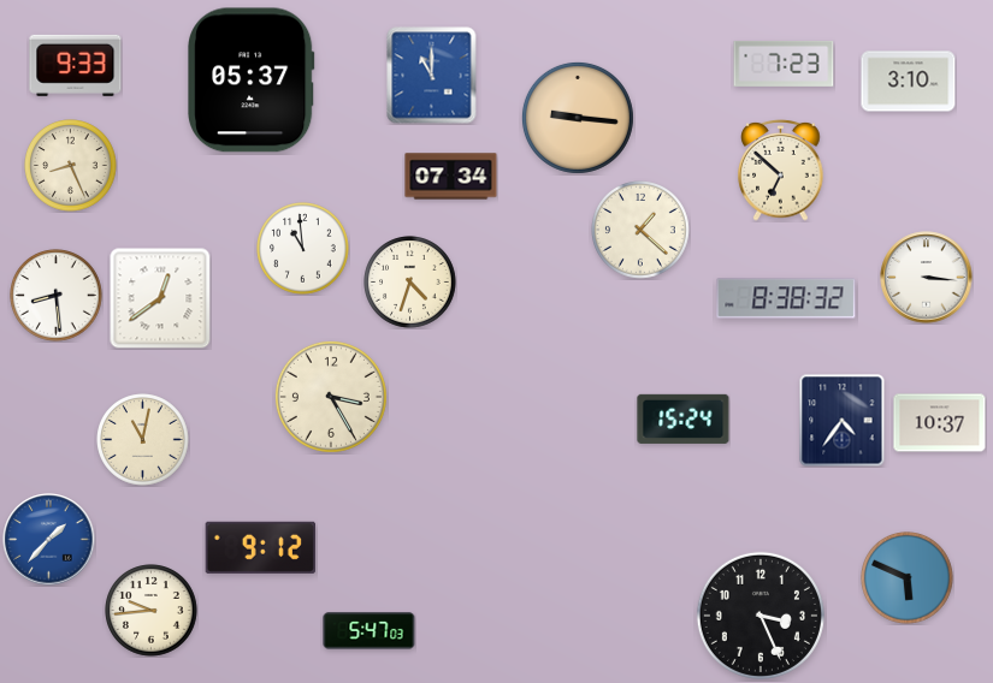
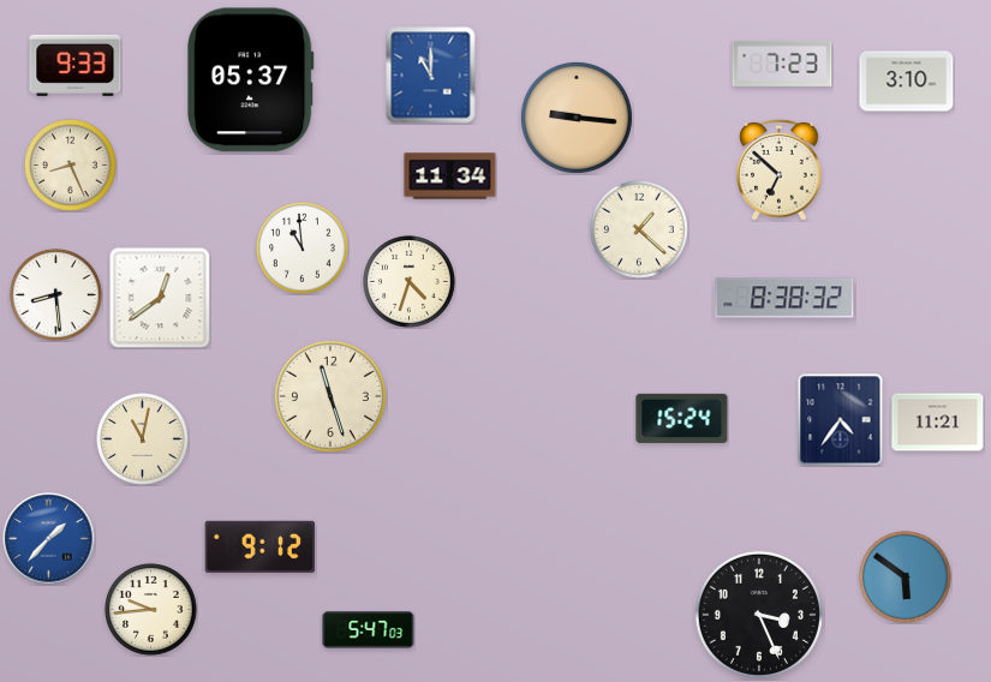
clock at (451, 177): 07:34 -> 11:34
clock at (927, 278): 3:16 -> none
clock at (331, 397): 3:25 -> 11:27
clock at (940, 423): 10:37 -> 11:21
clock at (908, 578): 5:49 -> 5:51
